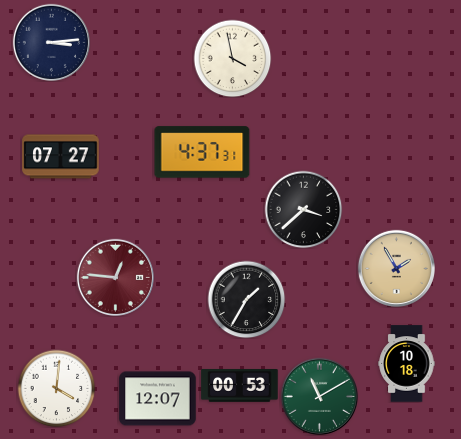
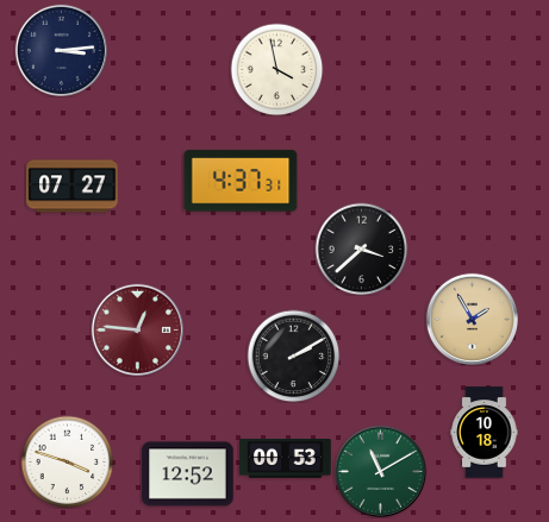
clock at (246, 299): 1:35 -> 2:10
clock at (56, 388): 4:01 -> 3:48
clock at (158, 399): 12:07 -> 12:52
